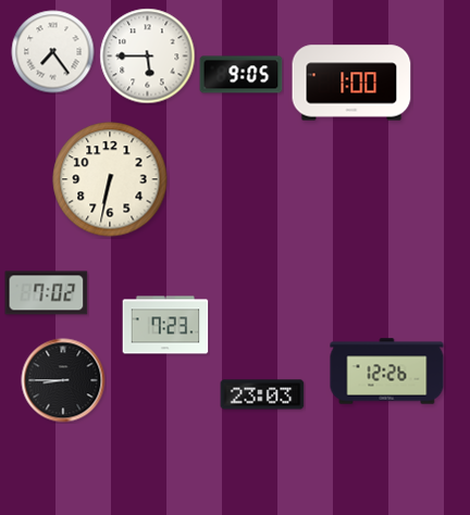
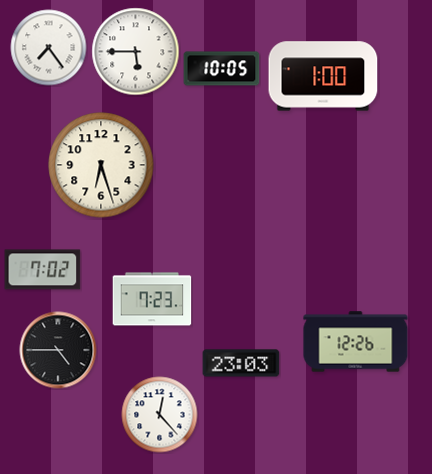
clock at (242, 75): 9:05 -> 10:05
clock at (110, 179): 6:32 -> 6:27
clock at (63, 380): 8:45 -> 4:45
clock at (160, 415): none -> 12:23
